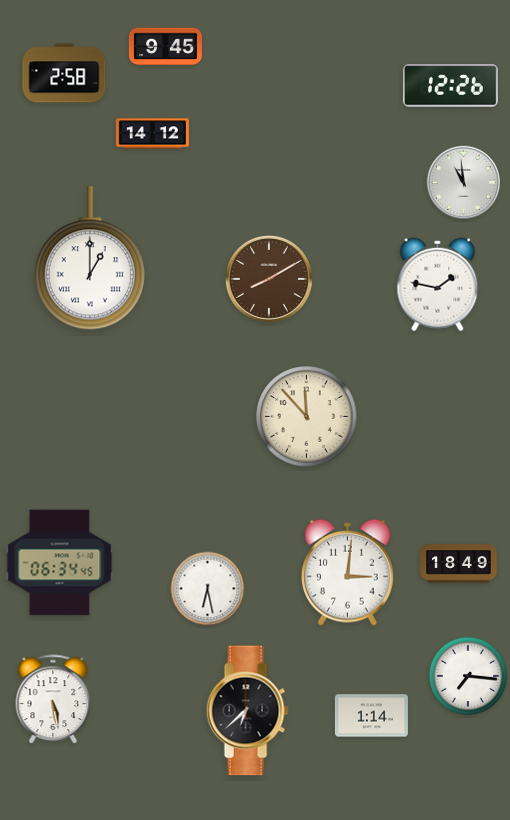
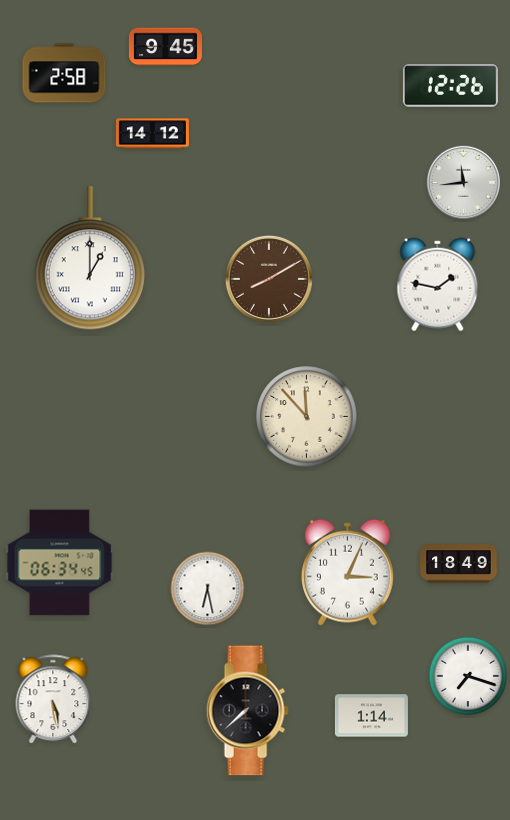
clock at (463, 182): 10:59 -> 11:44
clock at (348, 572): 3:01 -> 3:04
clock at (468, 676): 7:16 -> 7:18
clock at (247, 711): 6:38 -> 7:38
